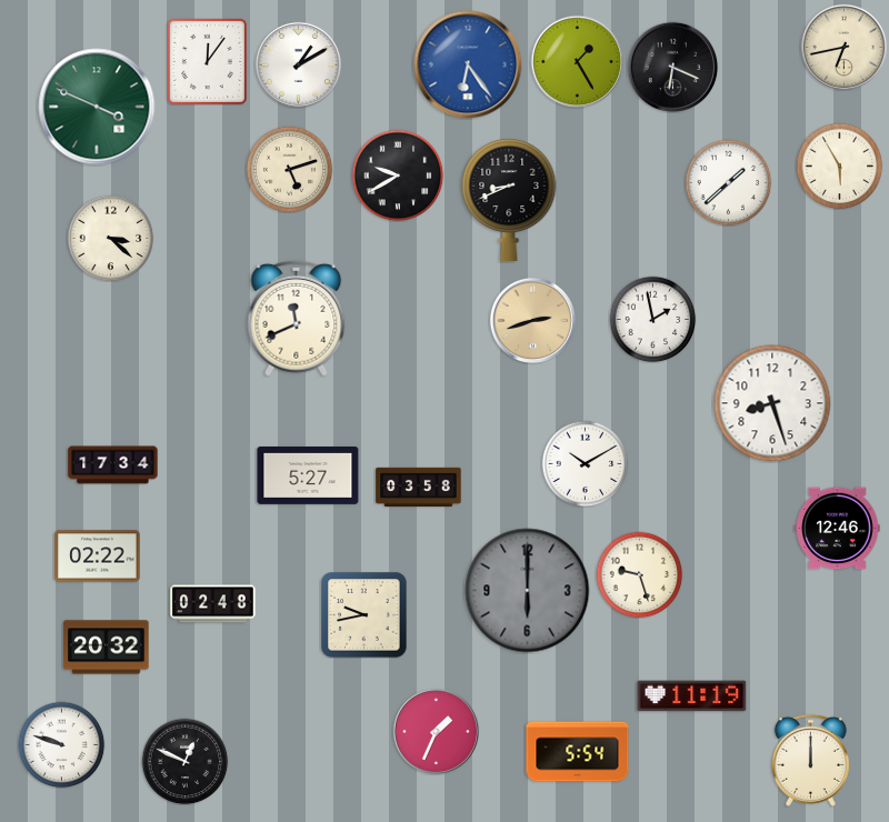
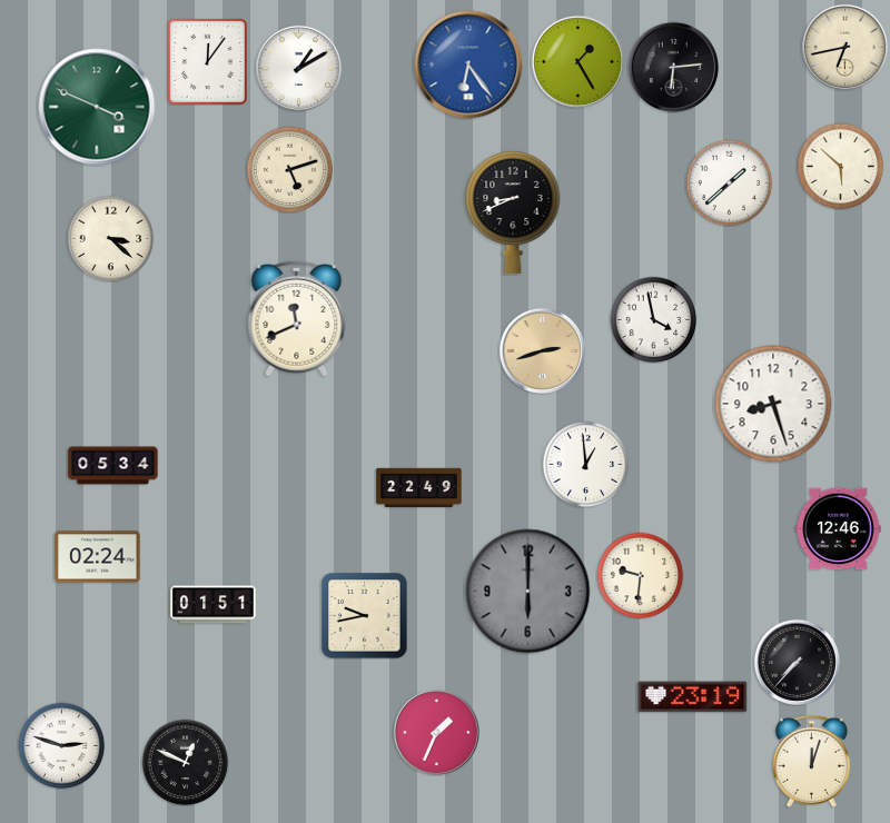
clock at (298, 64) position: (298, 64) -> (298, 68)
clock at (672, 67): 6:19 -> 6:14
clock at (839, 166): 5:55 -> 5:52
clock at (398, 176): 9:40 -> none
clock at (509, 199) position: (509, 199) -> (513, 211)
clock at (652, 319): 1:58 -> 3:58
clock at (532, 320) position: (532, 320) -> (542, 350)
clock at (585, 463): 10:10 -> 12:59
clock at (113, 465): 17:34 -> 05:34
clock at (308, 475): 5:27 -> none
clock at (419, 488): 03:58 -> 22:49
clock at (98, 557): 02:22 -> 02:24
clock at (639, 574): 9:27 -> 9:31
clock at (213, 604): 02:48 -> 01:51
clock at (107, 648): 20:32 -> none
clock at (797, 662): none -> 7:37
clock at (692, 696): 11:19 -> 23:19
clock at (61, 744): 9:48 -> 2:48
clock at (578, 752): 5:54 -> none
clock at (810, 760): 12:00 -> 12:03
